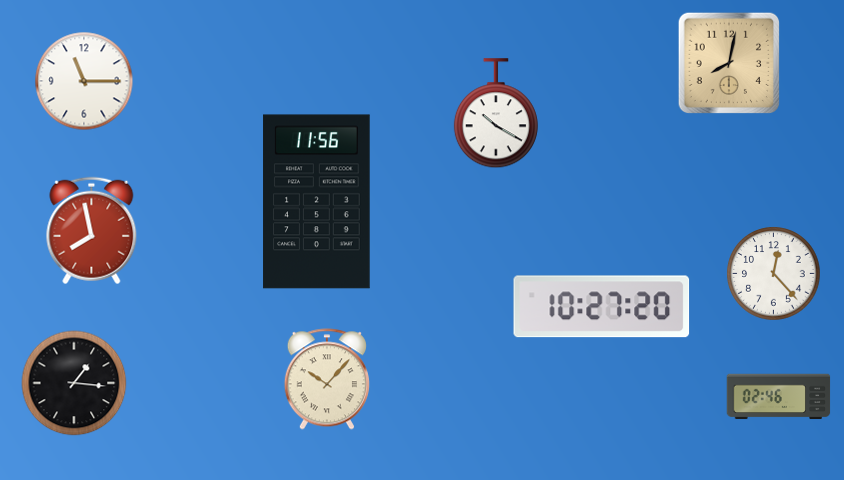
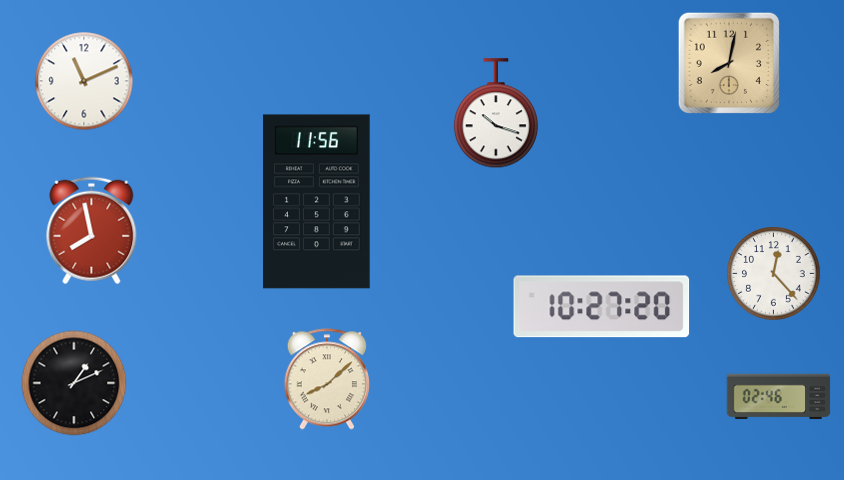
clock at (84, 81): 11:15 -> 11:11
clock at (496, 114): 10:20 -> 10:18
clock at (327, 379): 10:07 -> 8:08
clock at (74, 383): 1:16 -> 1:11
